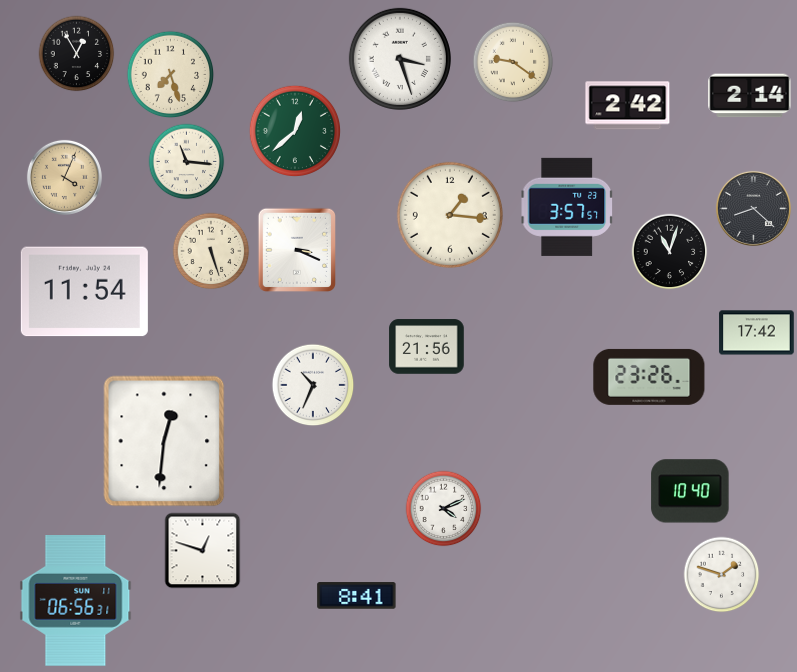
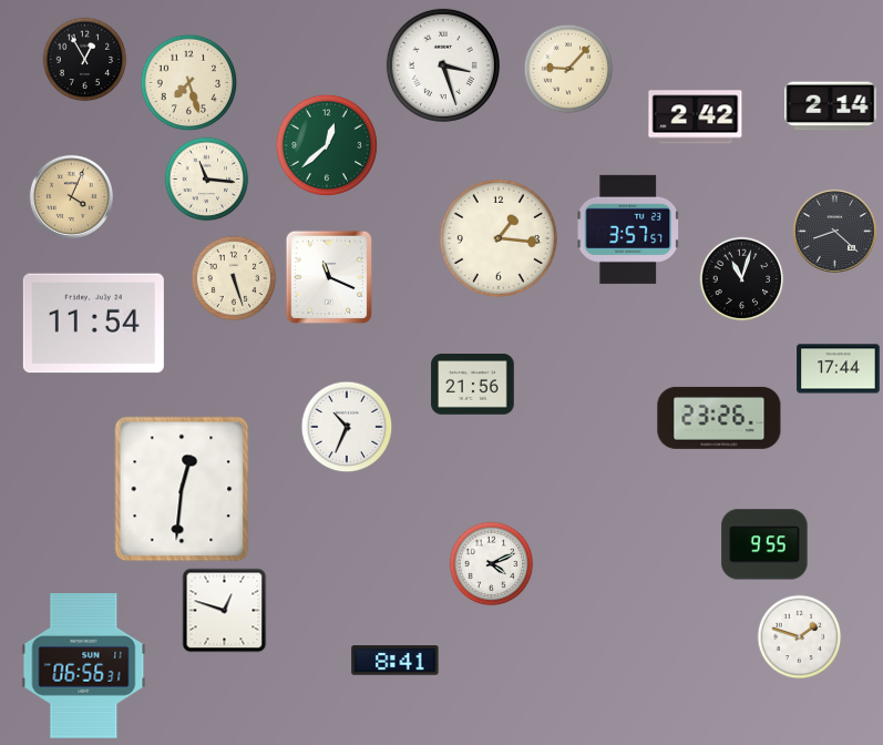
clock at (513, 62): 9:21 -> 9:07
clock at (296, 250): 3:19 -> 11:19
clock at (757, 333): 17:42 -> 17:44
clock at (690, 491): 10:40 -> 9:55
